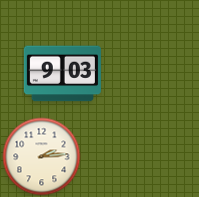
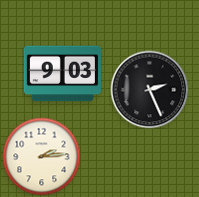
clock at (149, 89): none -> 2:26
